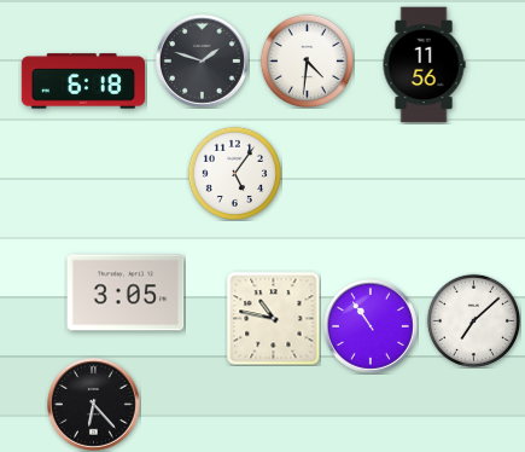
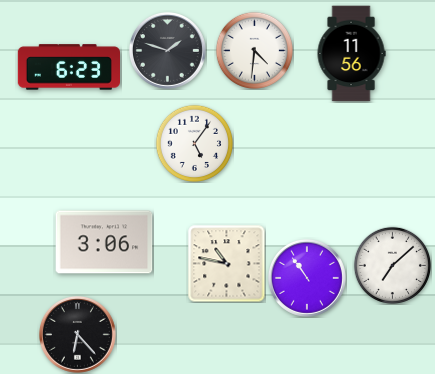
clock at (82, 81): 6:18 -> 6:23
clock at (126, 292): 3:05 -> 3:06
clock at (371, 326) position: (371, 326) -> (307, 278)
